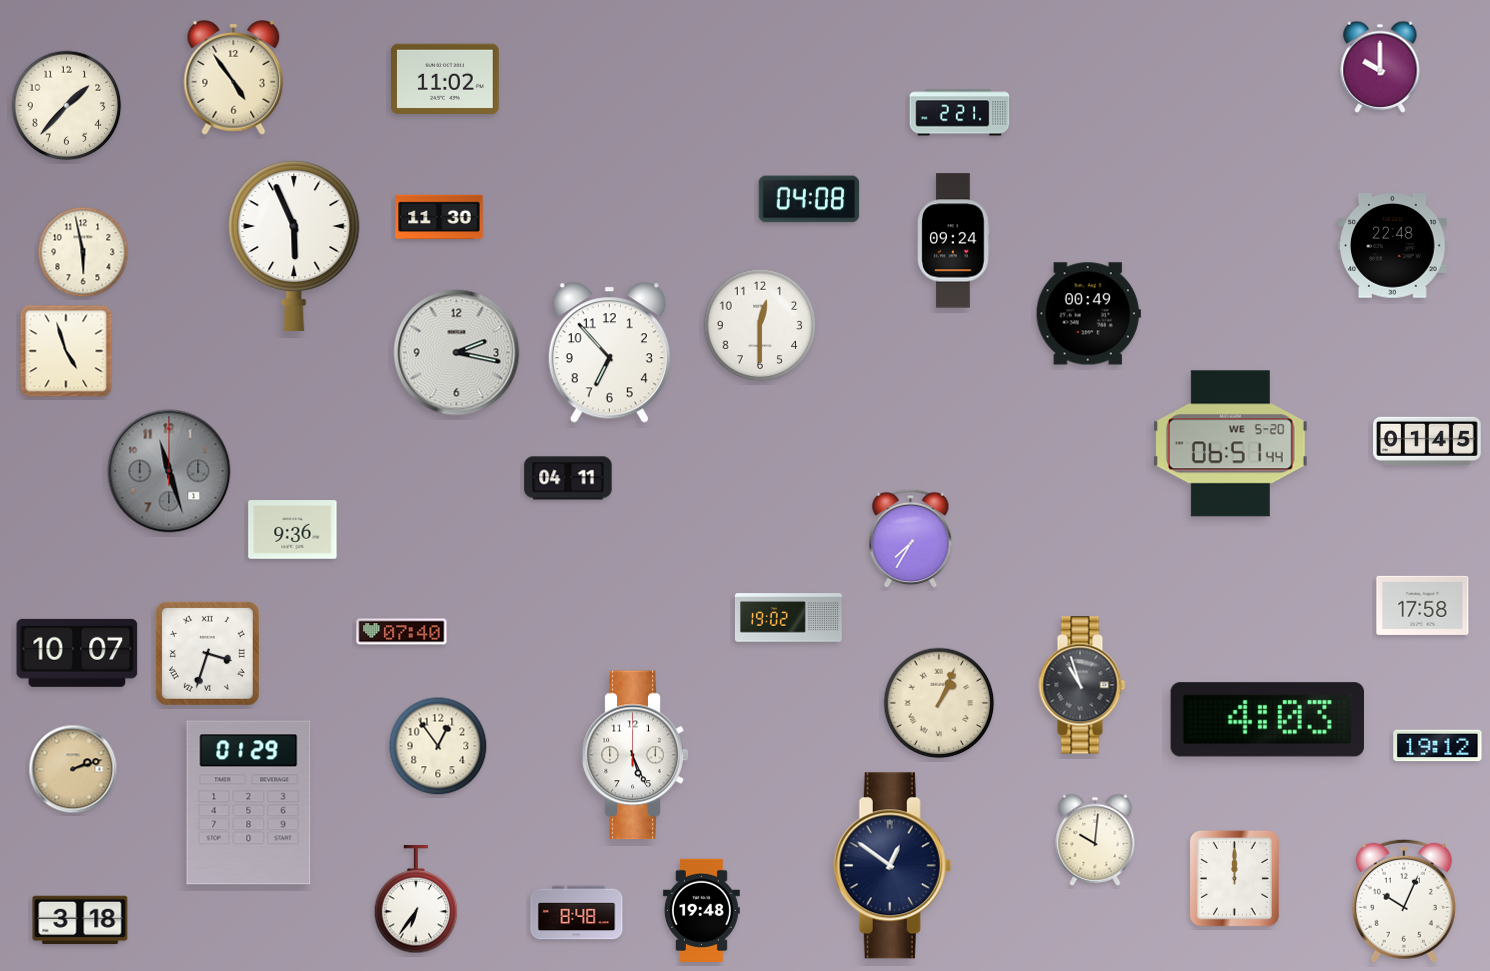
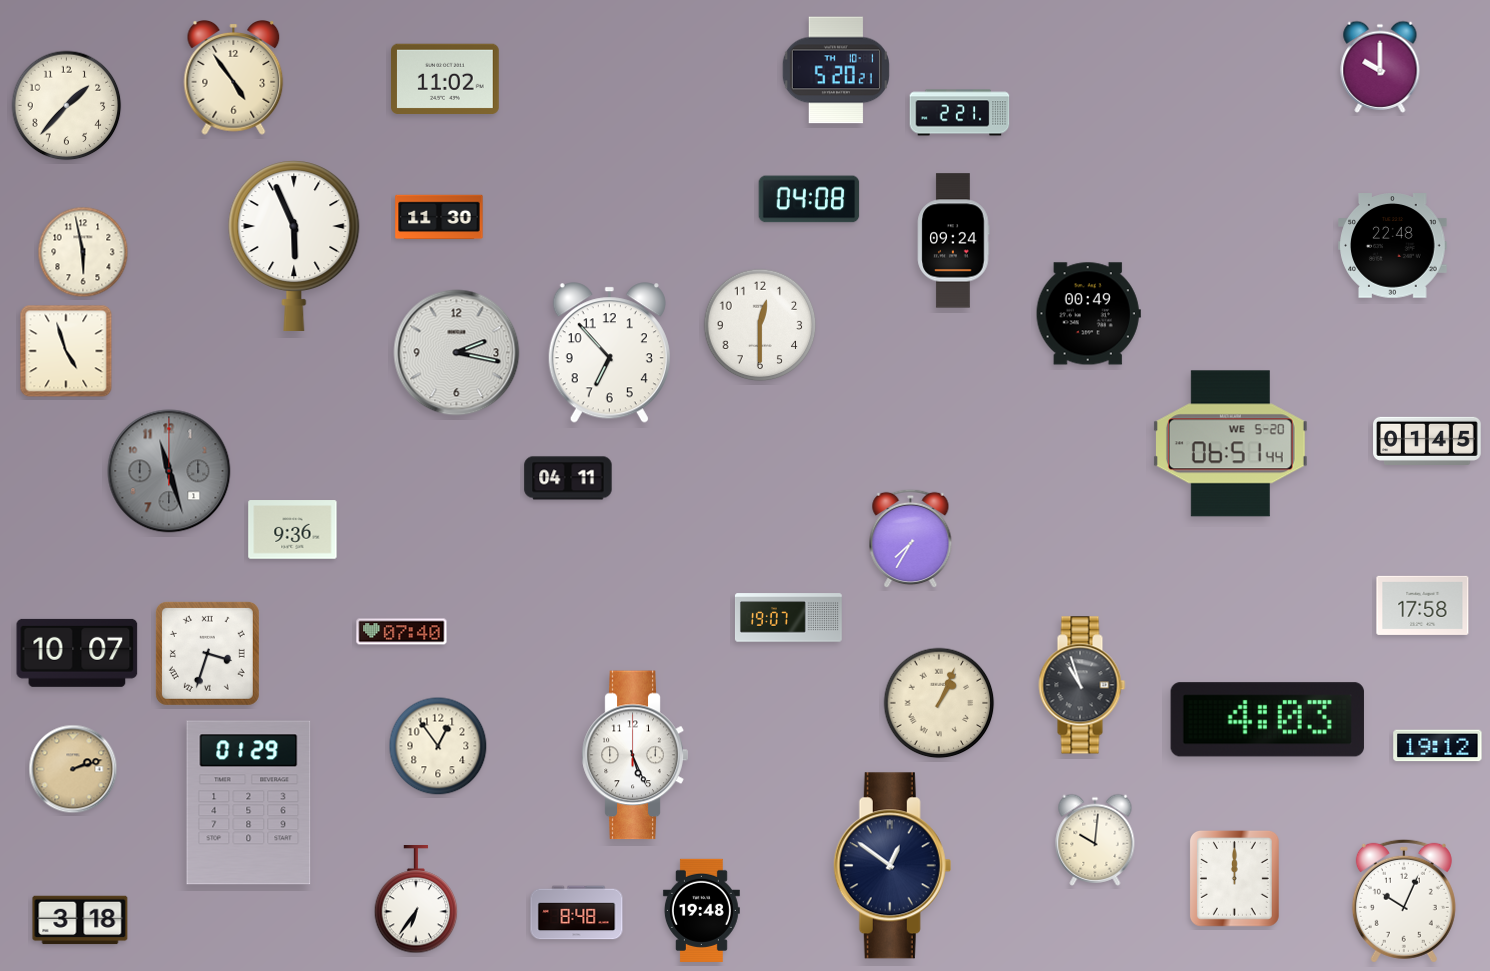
clock at (836, 70): none -> 5:20
clock at (789, 618): 19:02 -> 19:07
